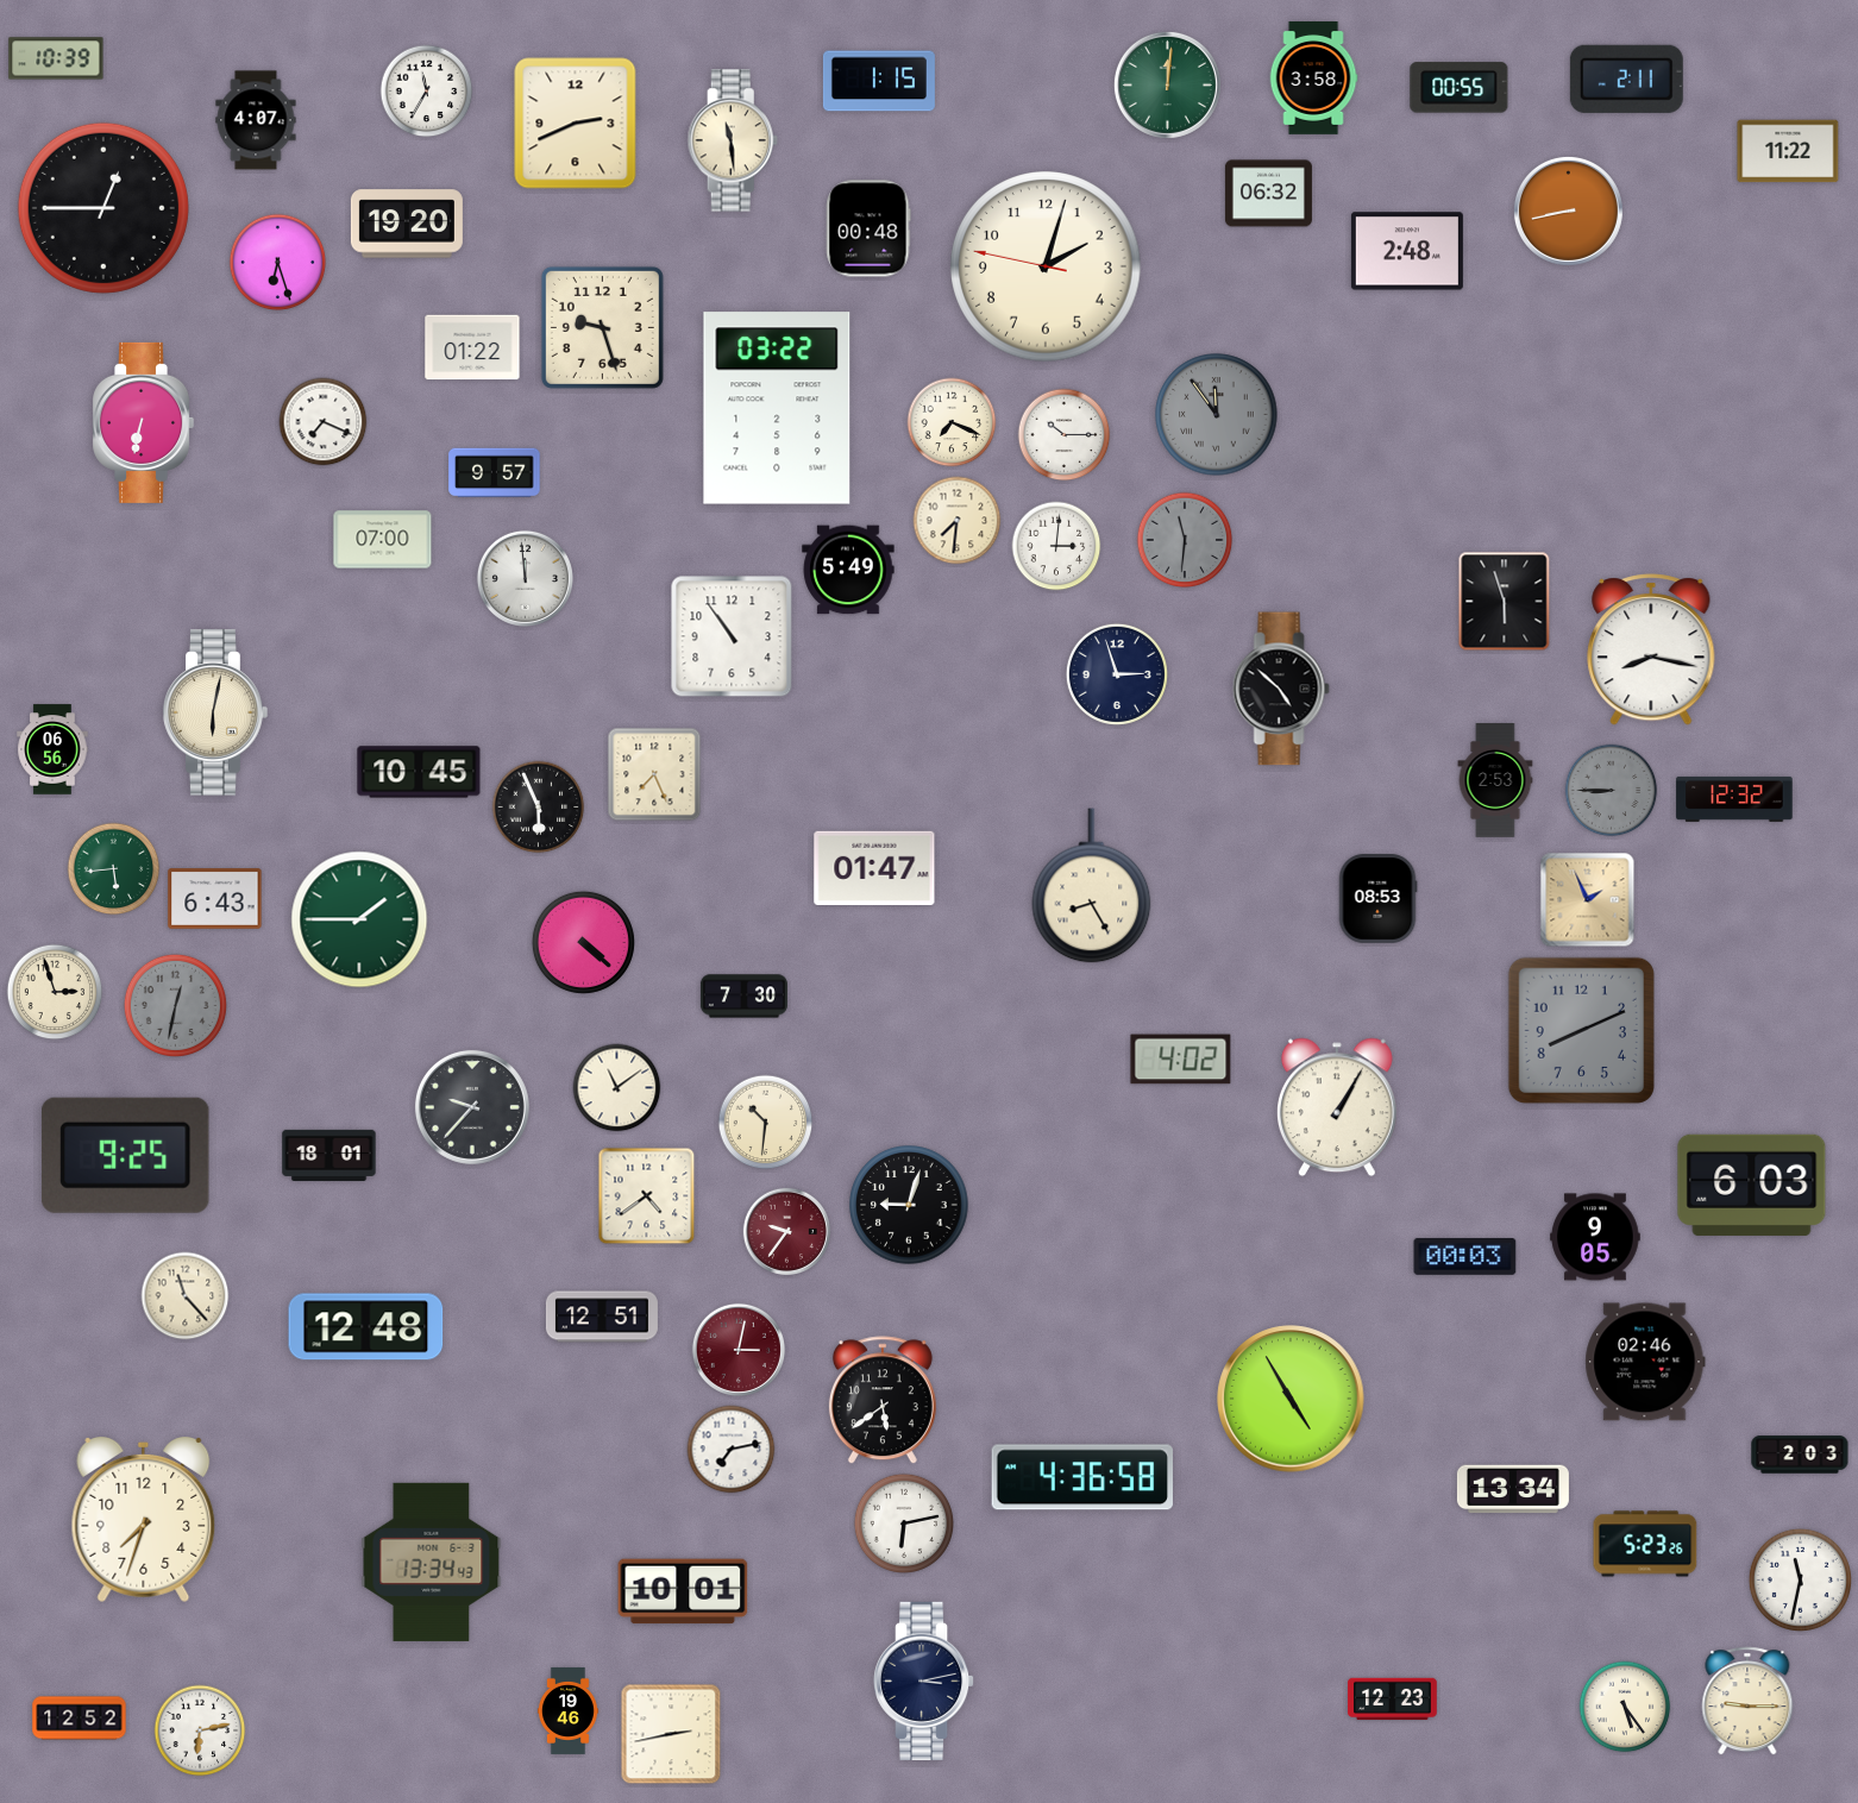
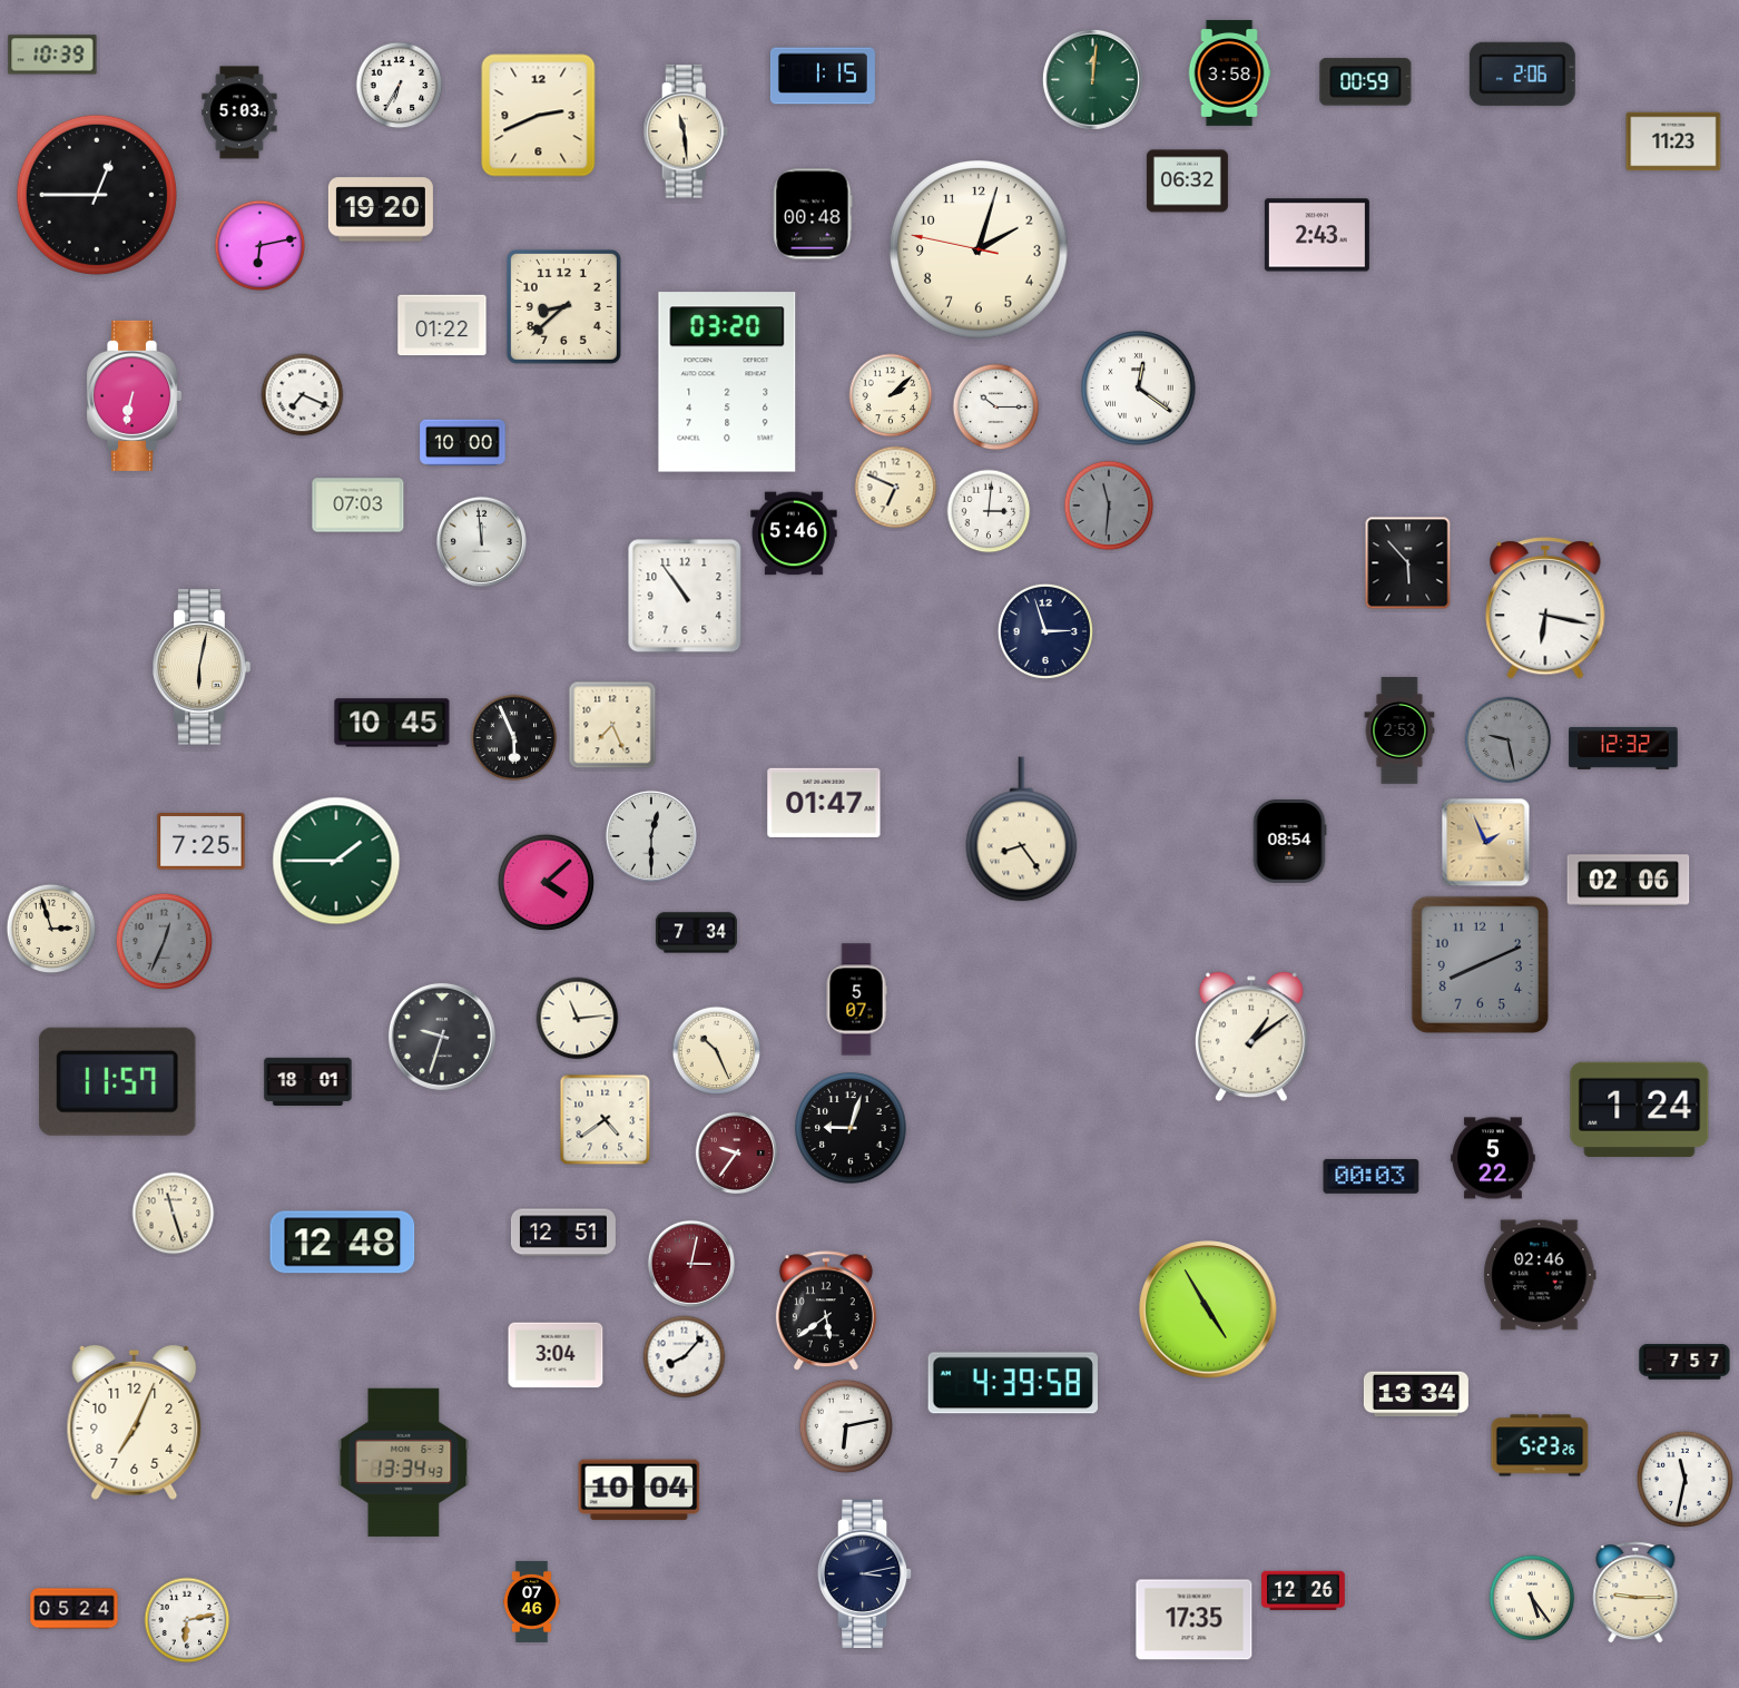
clock at (1626, 78): 2:11 -> 2:06
clock at (1460, 88): 00:55 -> 00:59
clock at (427, 92): 11:35 -> 6:35
clock at (256, 120): 4:07 -> 5:03
clock at (1788, 151): 11:22 -> 11:23
clock at (1568, 211): 8:43 -> none
clock at (1407, 251): 2:48 -> 2:43
clock at (278, 263): 6:27 -> 6:13
clock at (602, 327): 9:27 -> 8:38
clock at (777, 408): 03:22 -> 03:20
clock at (1217, 415): 11:54 -> 12:21
clock at (1217, 415) dial: grey -> white
clock at (952, 422): 7:19 -> 2:08
clock at (495, 473): 9:57 -> 10:00
clock at (958, 521): 7:31 -> 6:49
clock at (383, 540): 07:00 -> 07:03
clock at (848, 570): 5:49 -> 5:46
clock at (525, 578) position: (525, 578) -> (481, 541)
clock at (1505, 602): 5:57 -> 5:53
clock at (1651, 651): 8:17 -> 6:17
clock at (1281, 689): 4:52 -> none
clock at (52, 749): 06:56 -> none
clock at (1612, 791): 8:45 -> 9:28
clock at (539, 808) position: (539, 808) -> (514, 738)
clock at (874, 867) position: (874, 867) -> (824, 802)
clock at (114, 869): 5:44 -> none
clock at (1092, 886): 8:25 -> 8:24
clock at (651, 836): none -> 12:30
clock at (215, 899): 6:43 -> 7:25
clock at (1377, 899): 08:53 -> 08:54
clock at (1629, 881): none -> 02:06
clock at (583, 942): 4:22 -> 4:08
clock at (743, 997): 7:30 -> 7:34
clock at (175, 1005): 12:32 -> 12:34
clock at (1181, 1060): 4:02 -> none
clock at (856, 1000): none -> 5:07
clock at (617, 1088): 11:09 -> 11:14
clock at (472, 1107): 9:37 -> 9:33
clock at (1337, 1107): 1:05 -> 1:09
clock at (766, 1123): 10:31 -> 10:26
clock at (125, 1155): 9:25 -> 11:57
clock at (1752, 1185): 6:03 -> 1:24
clock at (1595, 1237): 9:05 -> 5:22
clock at (186, 1296): 11:23 -> 11:27
clock at (556, 1355): none -> 3:04
clock at (732, 1450): 7:13 -> 8:07
clock at (1800, 1455): 2:03 -> 7:57
clock at (1082, 1477): 4:36 -> 4:39
clock at (144, 1521): 7:33 -> 7:04
clock at (683, 1591): 10:01 -> 10:04
clock at (1393, 1700): 12:23 -> 12:26
clock at (1625, 1707) position: (1625, 1707) -> (1532, 1598)
clock at (569, 1710): 19:46 -> 07:46
clock at (80, 1719): 12:52 -> 05:24
clock at (1195, 1620): none -> 17:35
clock at (671, 1734): 2:43 -> none
